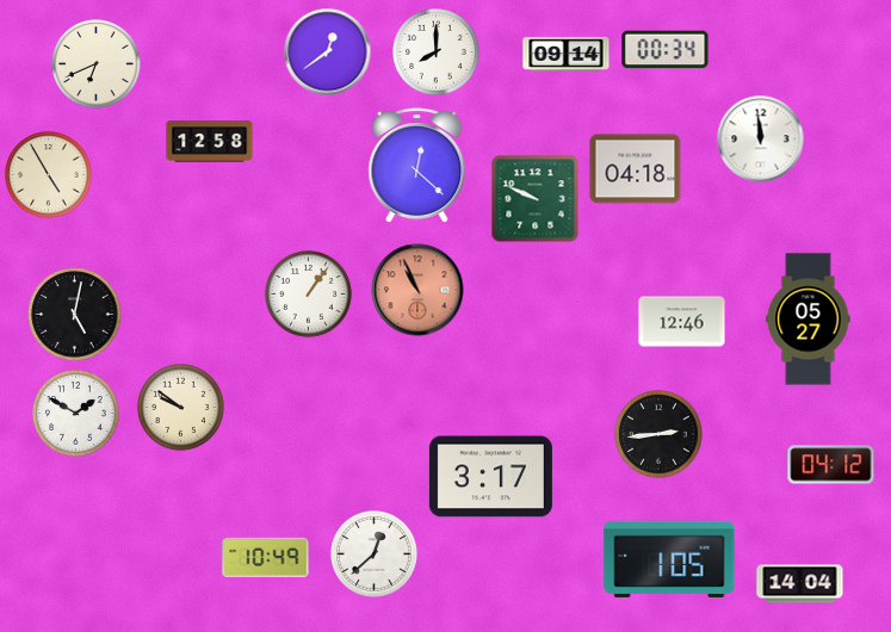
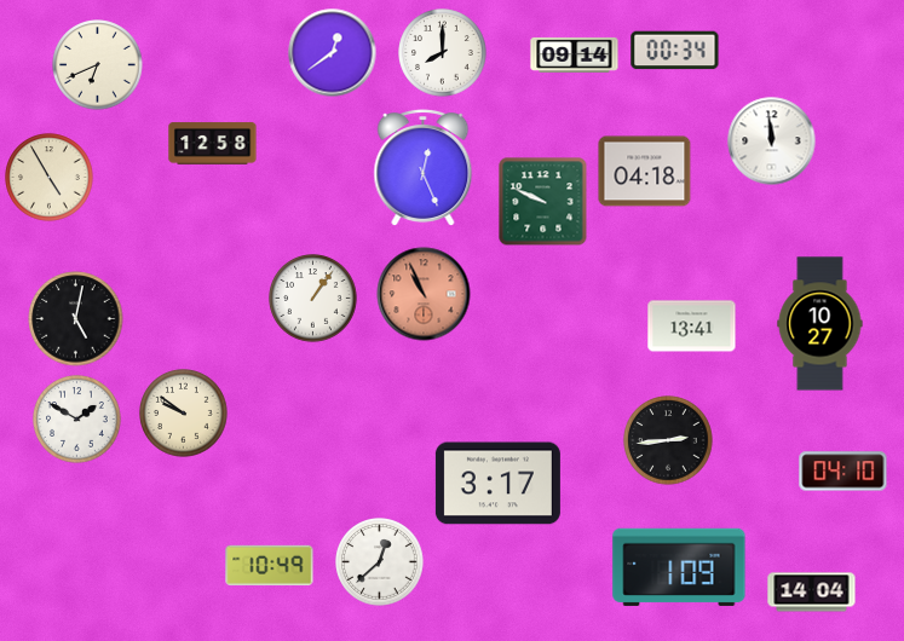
clock at (417, 166): 12:22 -> 12:26
clock at (809, 320): 05:27 -> 10:27
clock at (682, 322): 12:46 -> 13:41
clock at (831, 465): 04:12 -> 04:10
clock at (669, 559): 1:05 -> 1:09
